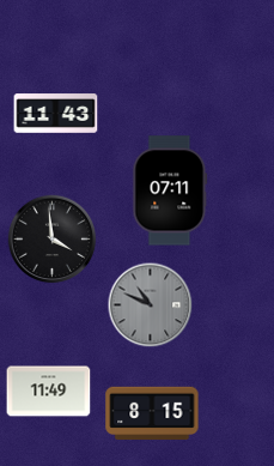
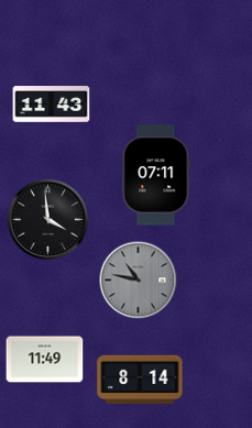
clock at (151, 305): 10:49 -> 10:47
clock at (152, 413): 8:15 -> 8:14
